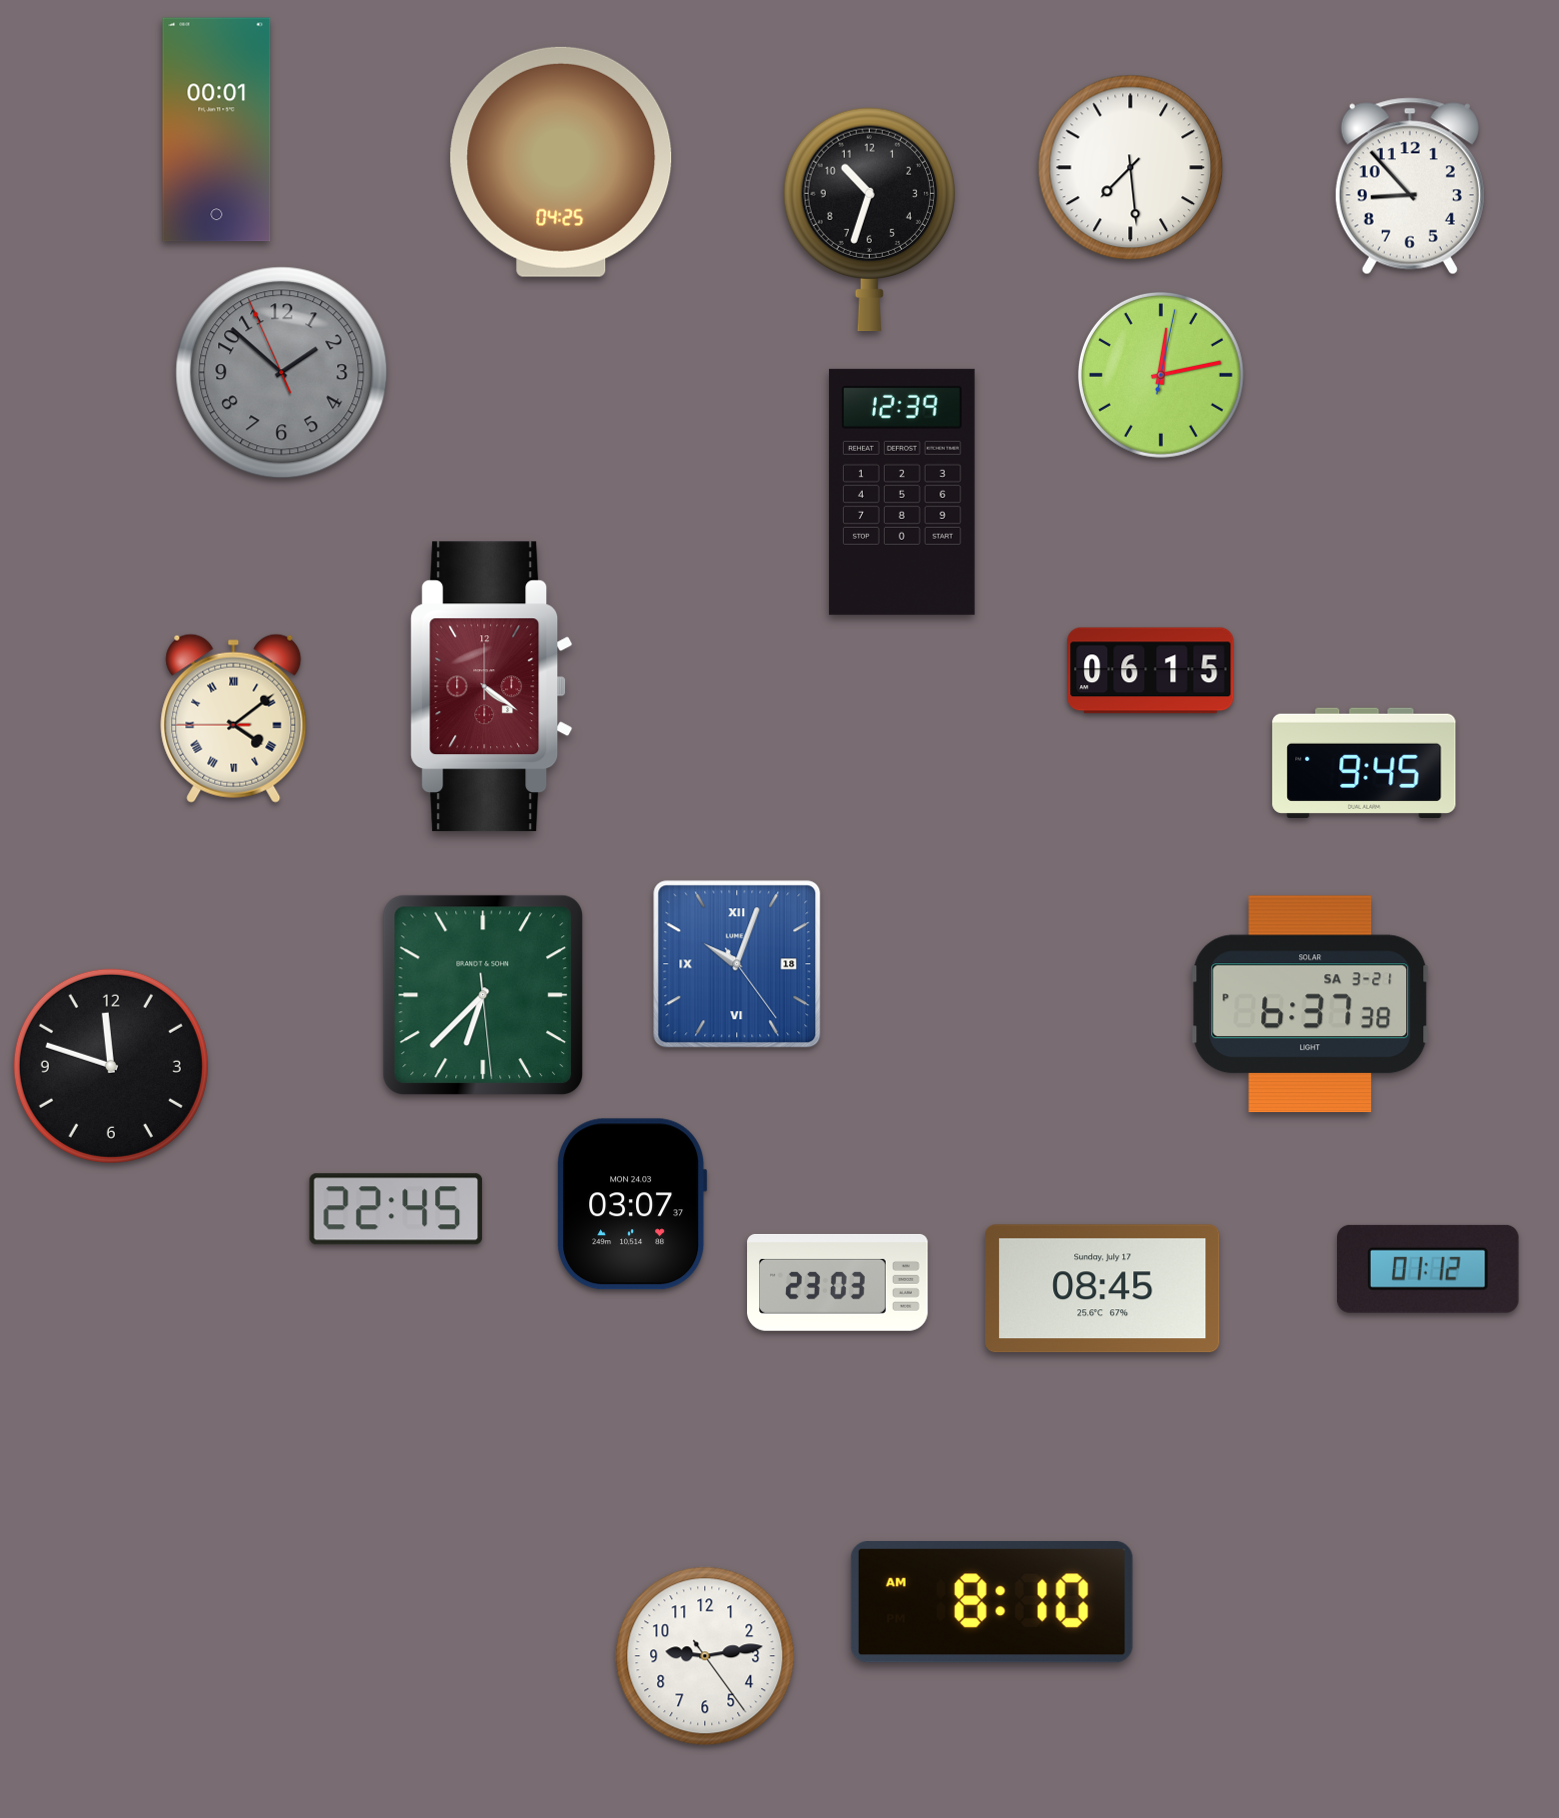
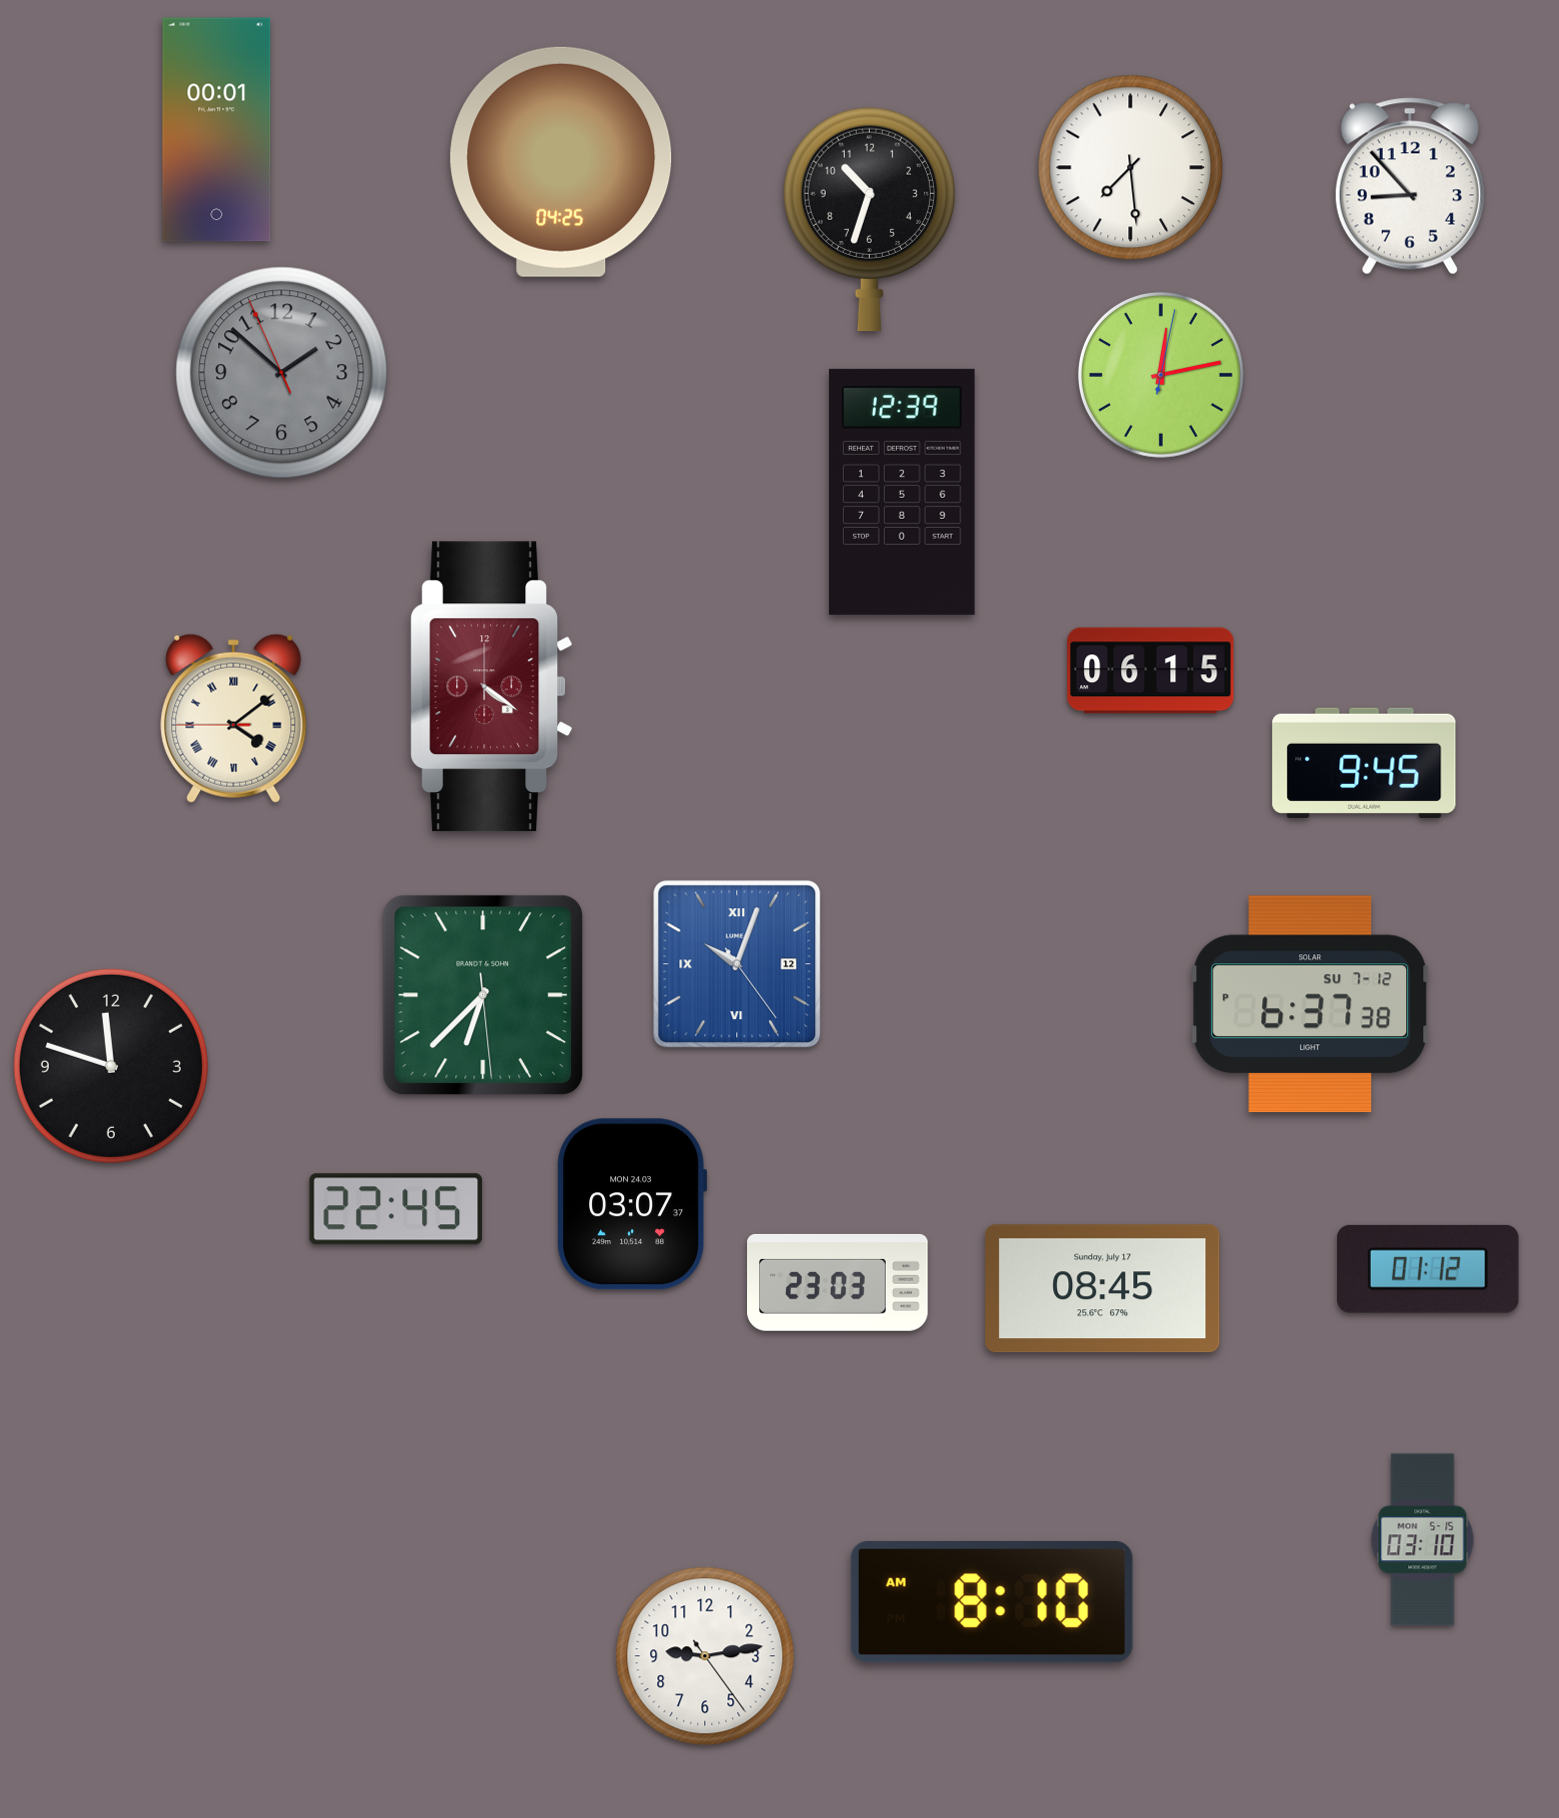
clock at (737, 964) date: 18 -> 12
clock at (1310, 1004) date: SA 3-21 -> SU 7-12
clock at (1423, 1540): none -> 03:10
